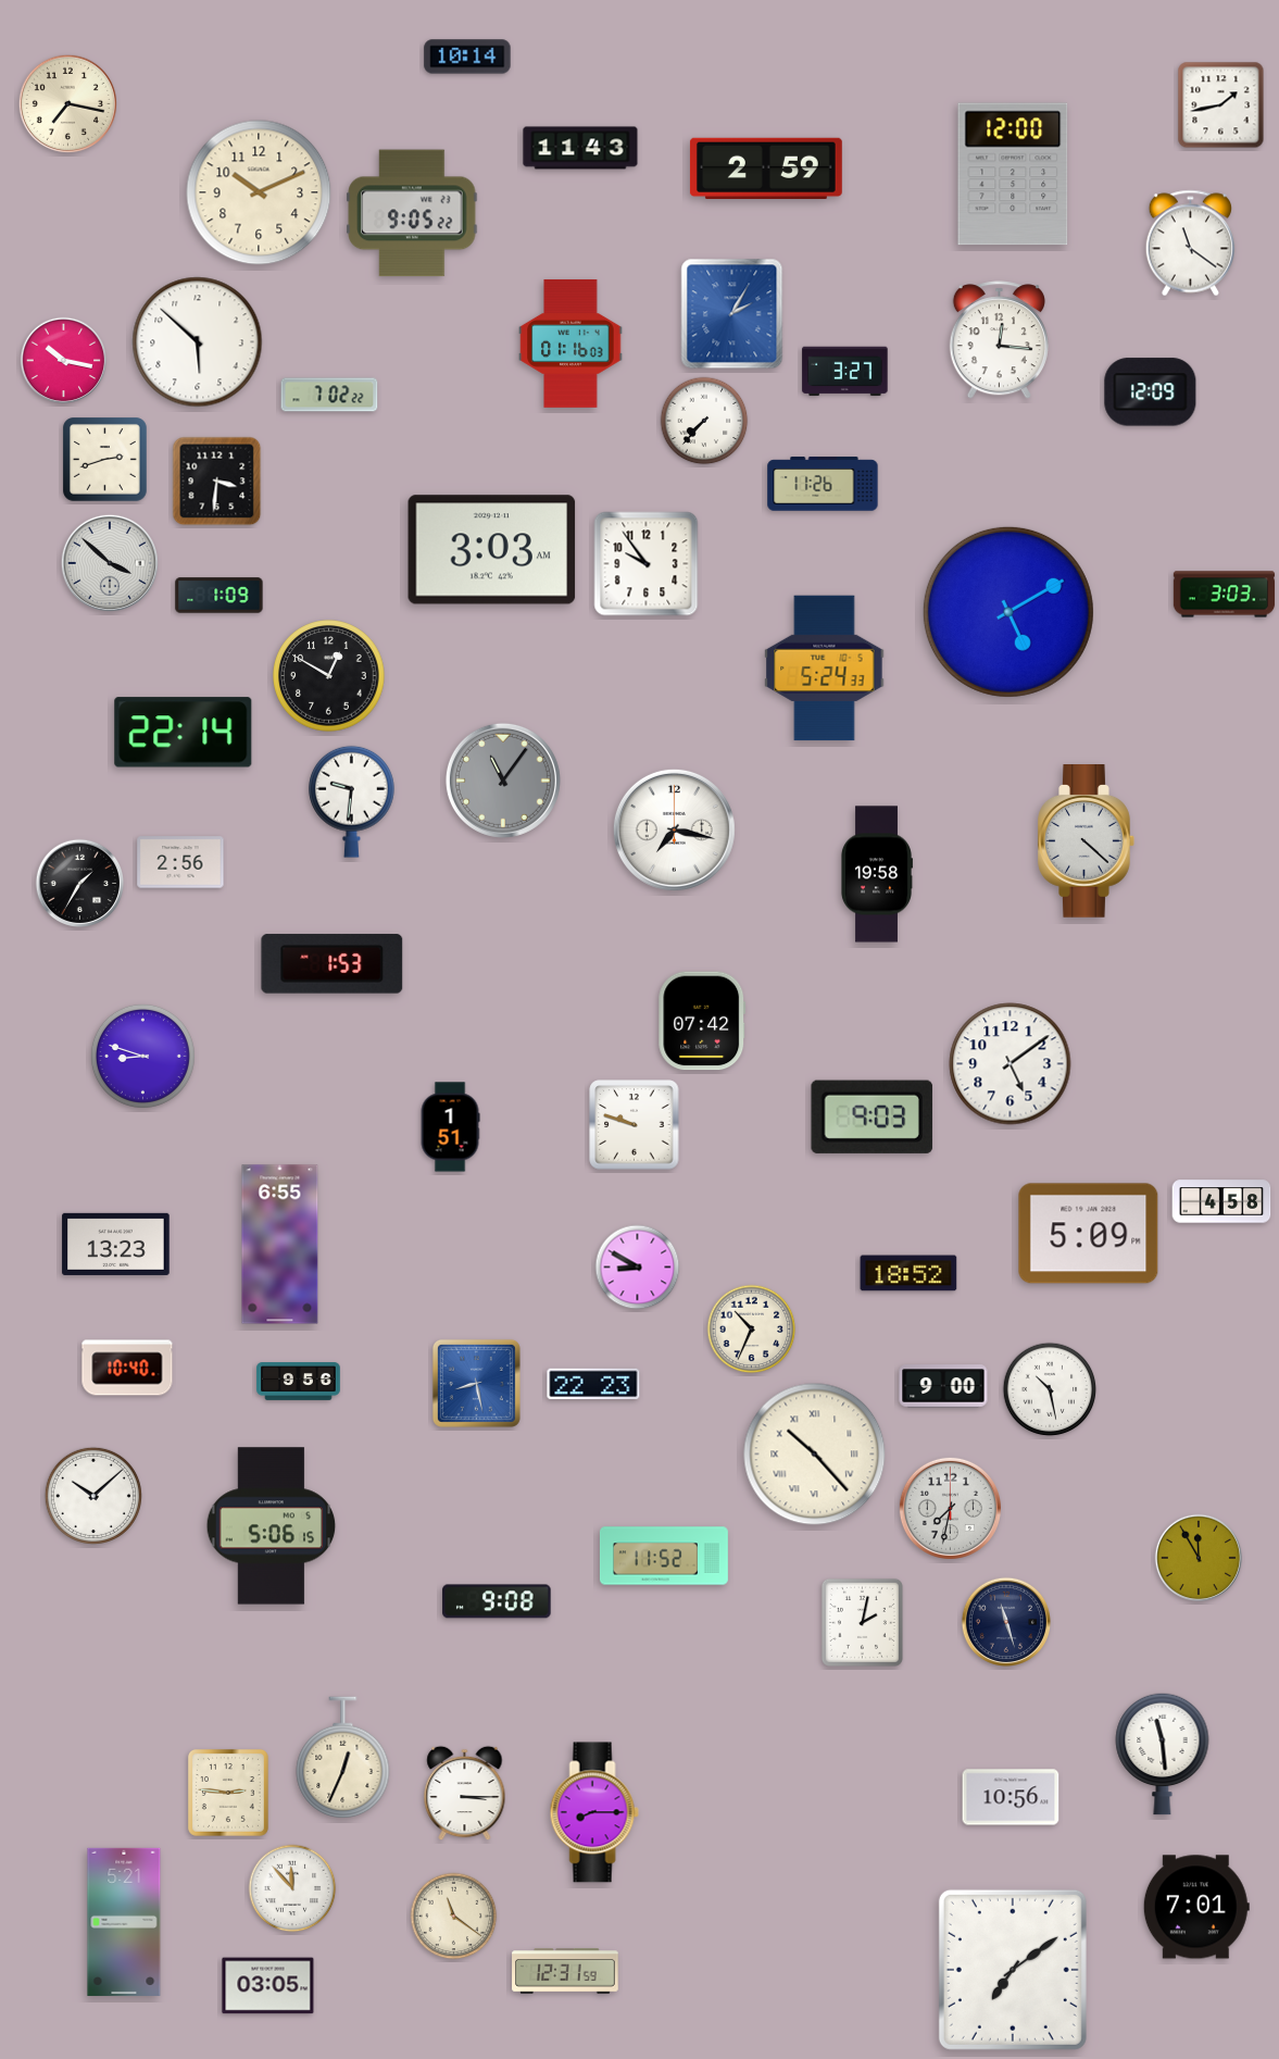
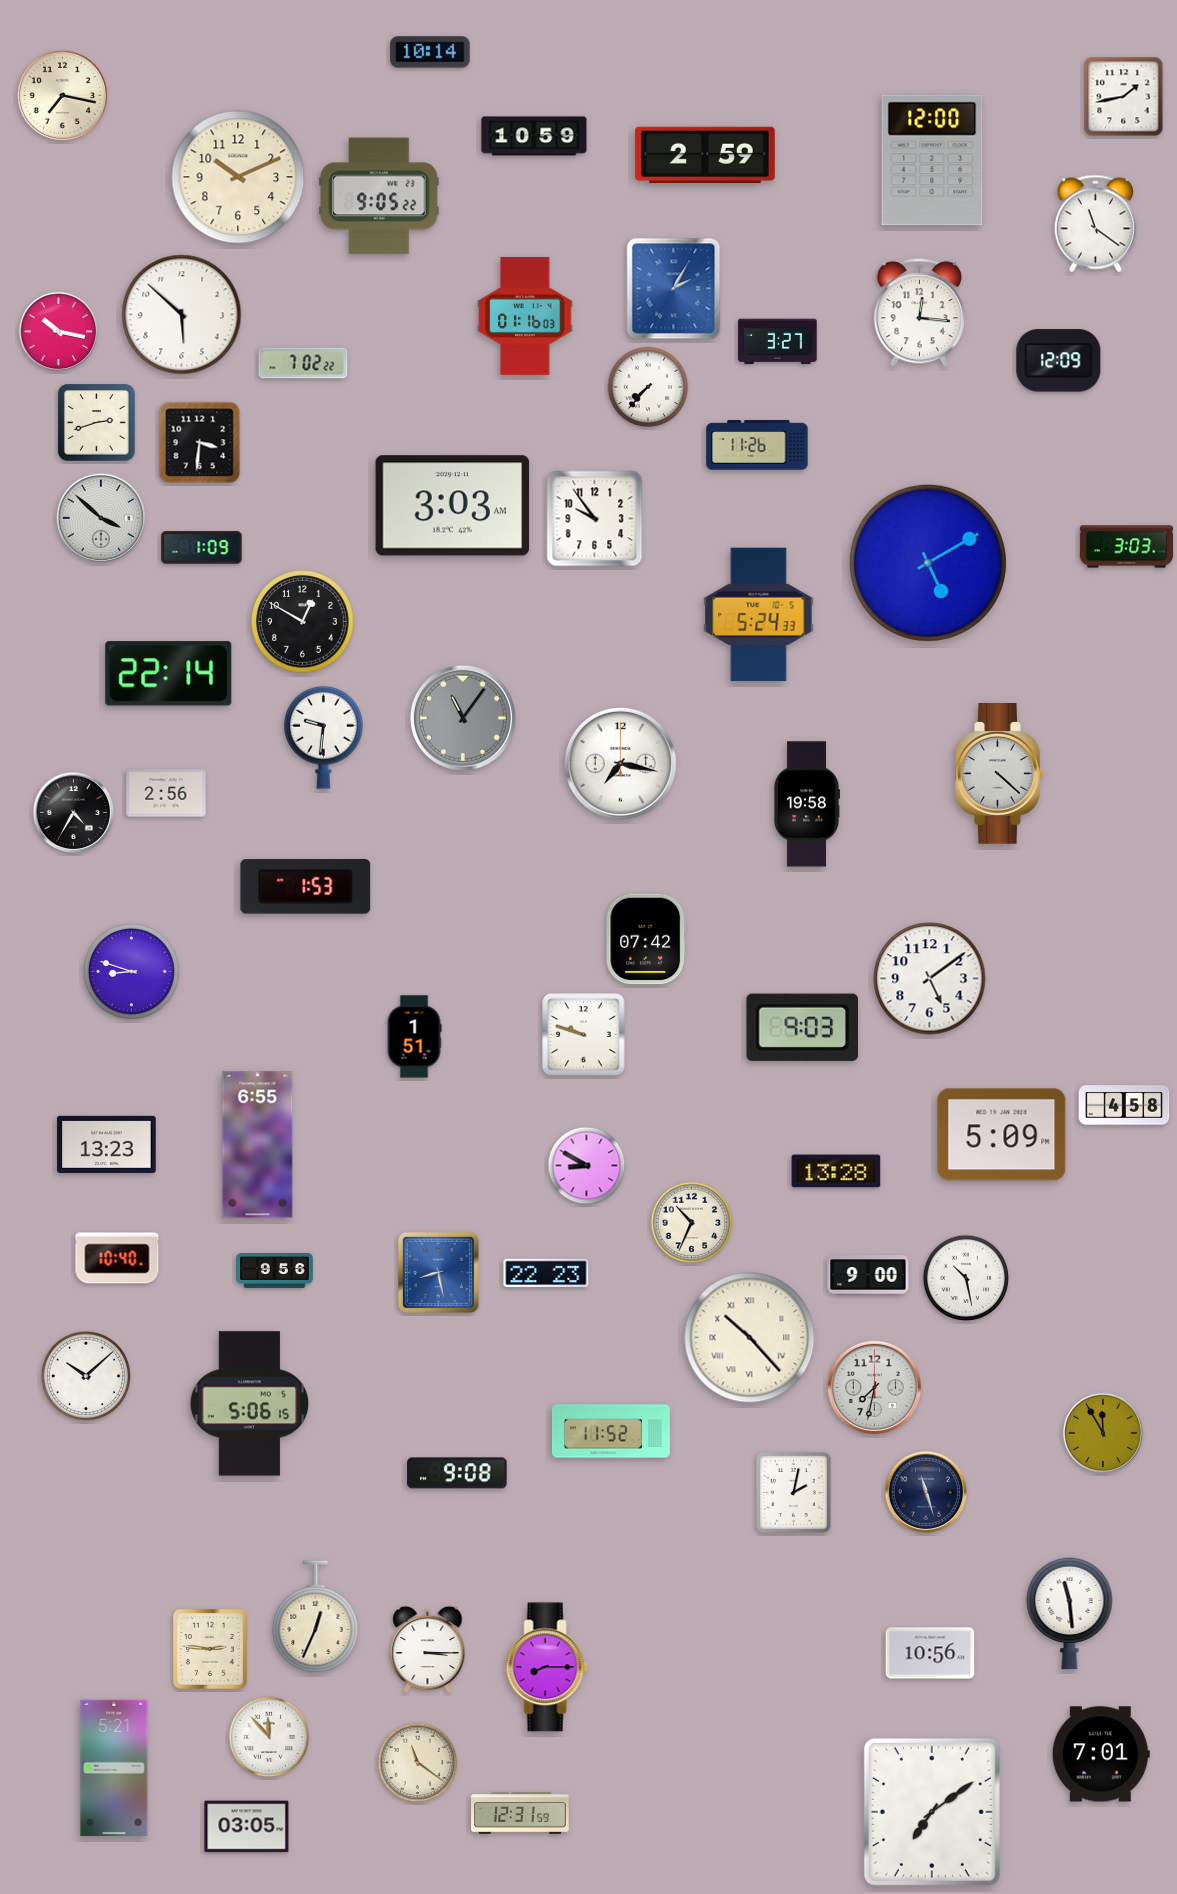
clock at (580, 148): 11:43 -> 10:59
clock at (80, 884): 1:35 -> 4:35
clock at (908, 1273): 18:52 -> 13:28
